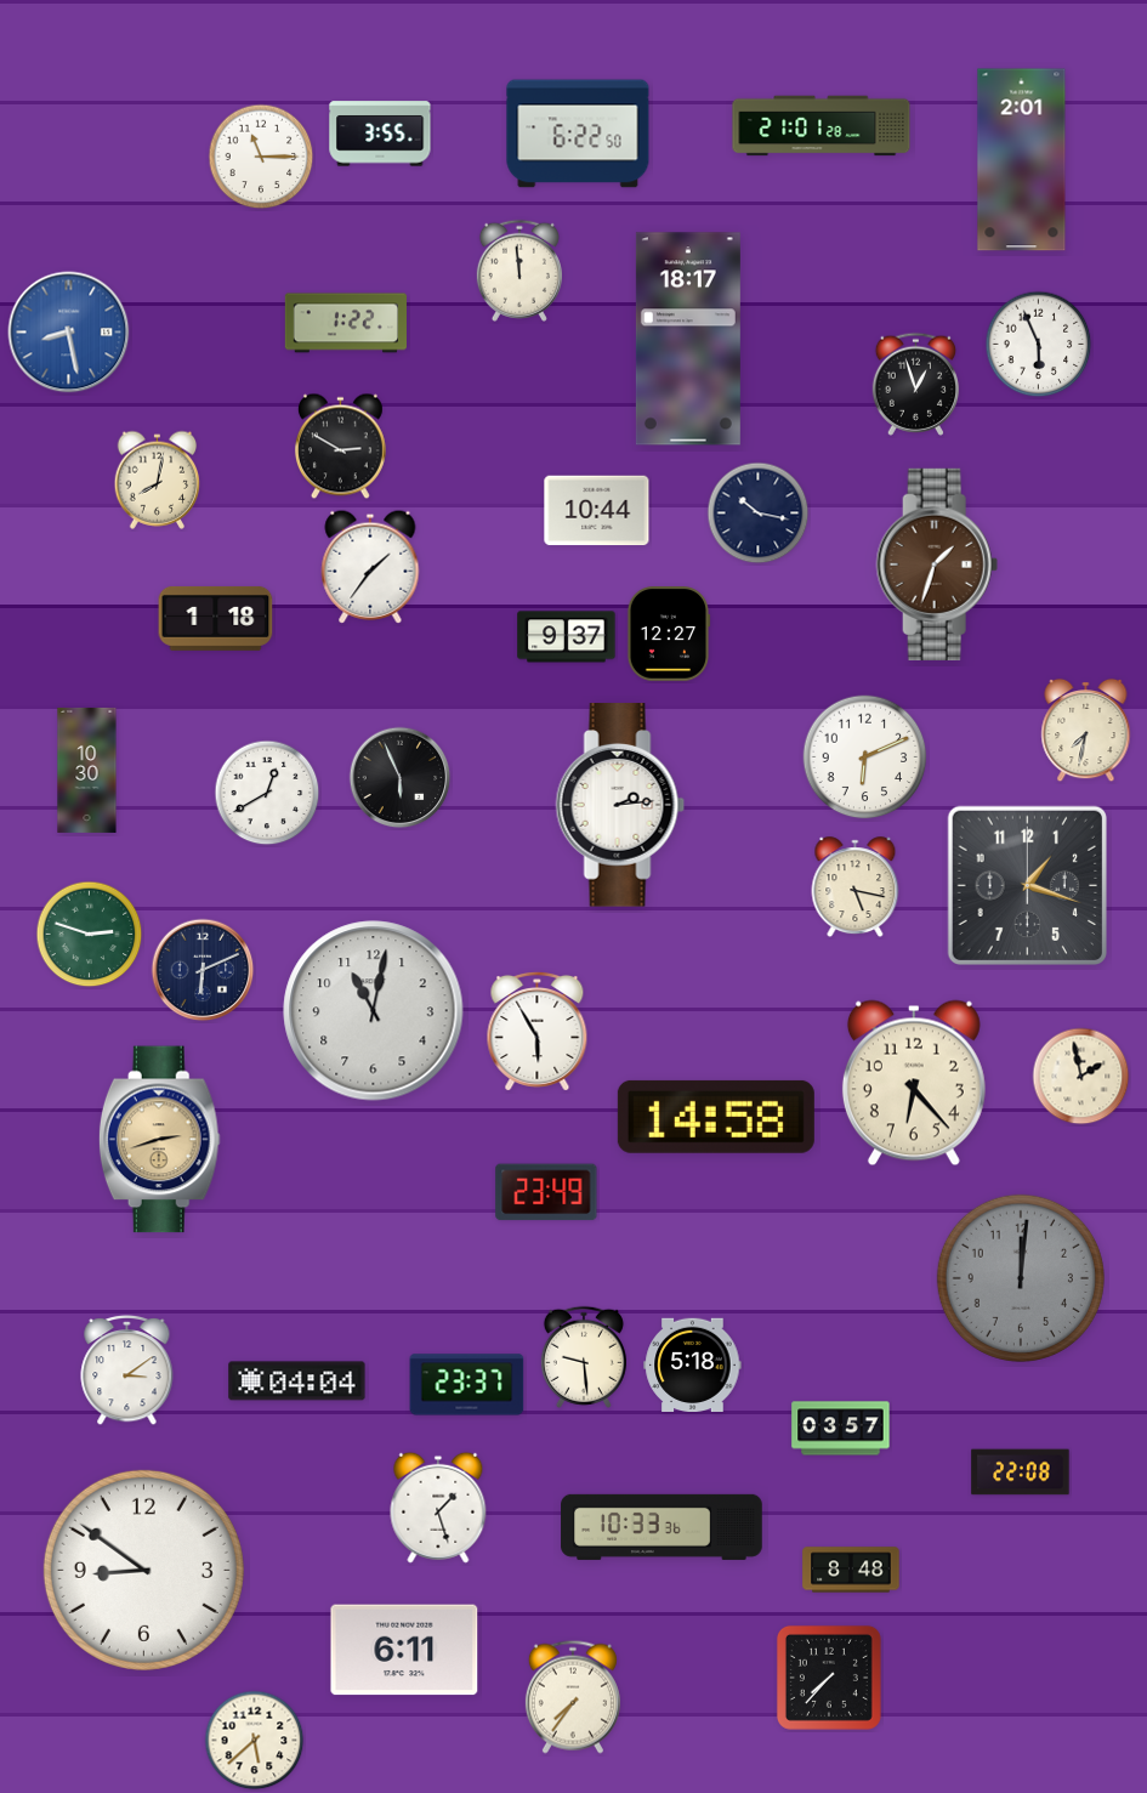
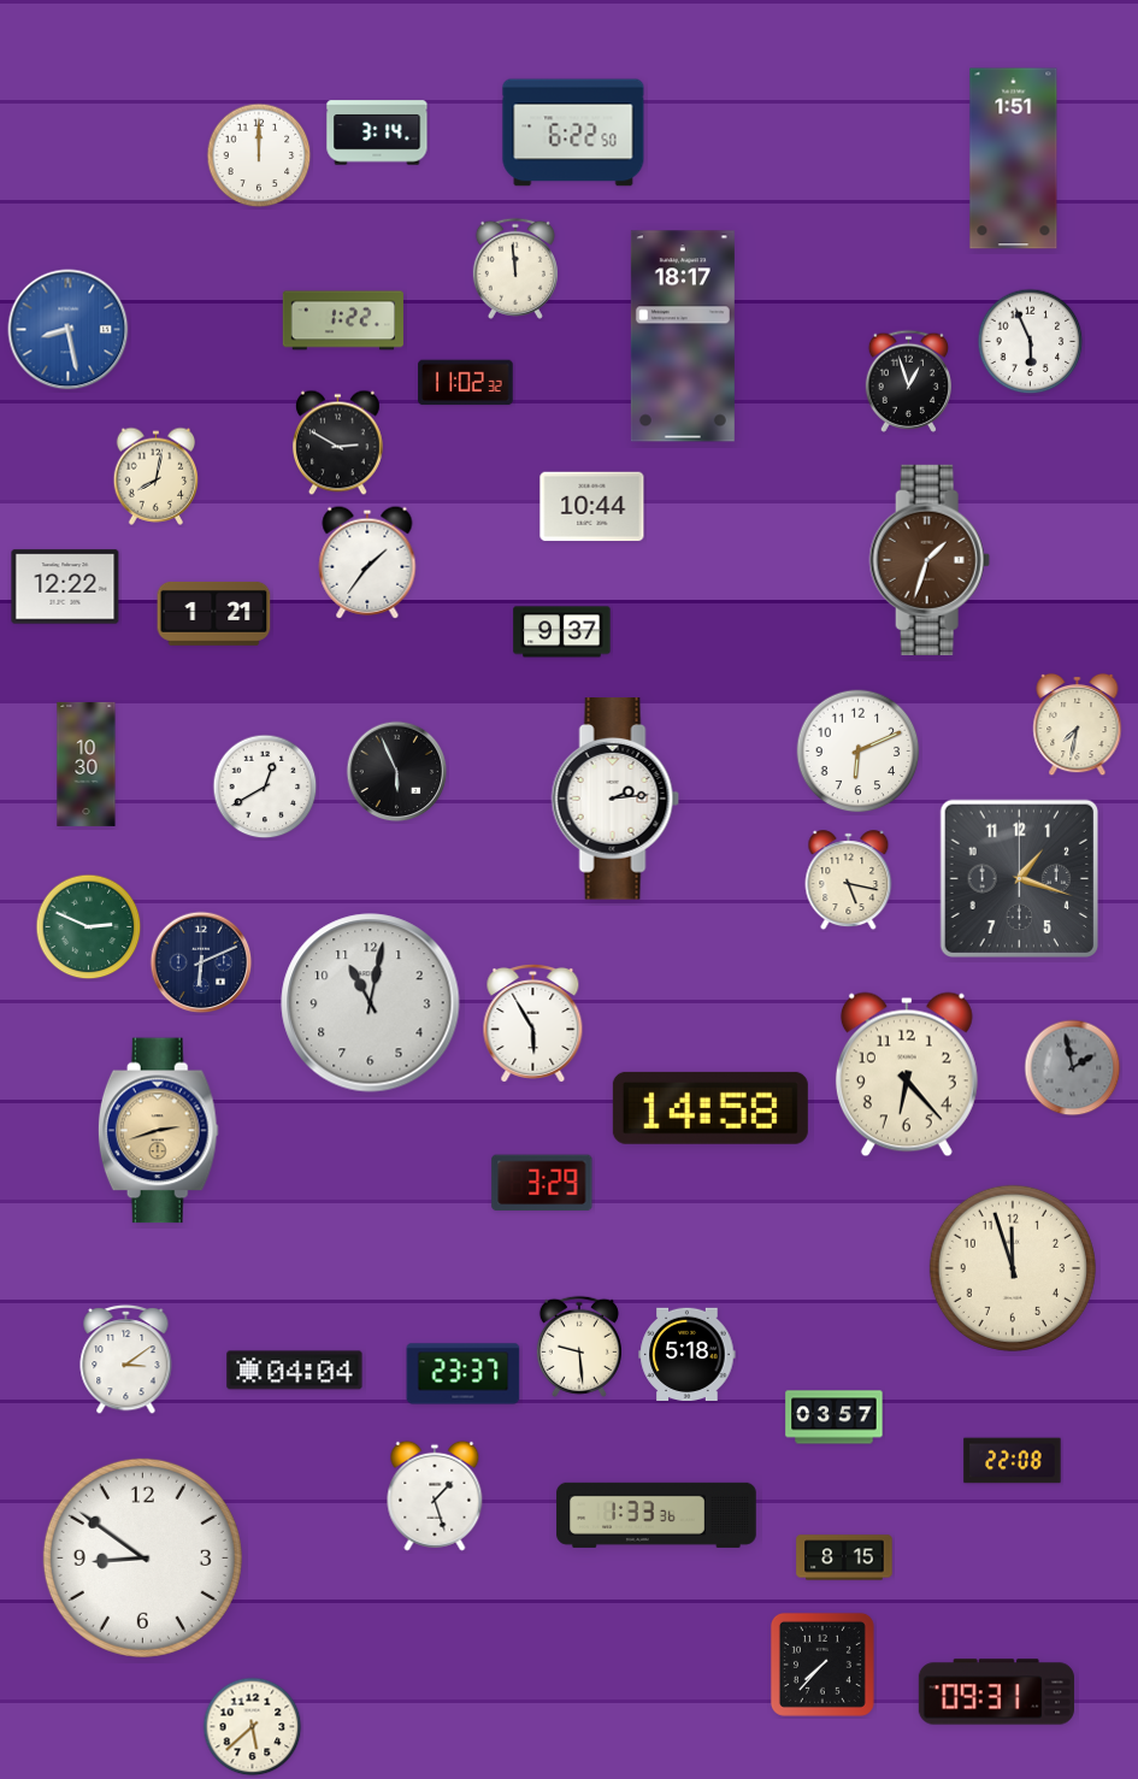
clock at (822, 126): 21:01 -> none
clock at (380, 134): 3:55 -> 3:14
clock at (261, 157): 11:15 -> 12:00
clock at (1022, 160): 2:01 -> 1:51
clock at (466, 383): none -> 11:02
clock at (759, 513): 10:17 -> none
clock at (65, 587): none -> 12:22
clock at (216, 618): 1:18 -> 1:21
clock at (669, 634): 12:27 -> none
clock at (90, 935): 2:48 -> 2:49
clock at (1081, 1077) dial: cream -> grey
clock at (546, 1192): 23:49 -> 3:29
clock at (1021, 1278): 12:01 -> 11:57
clock at (1021, 1278) dial: grey -> cream
clock at (661, 1527): 10:33 -> 1:33
clock at (851, 1570): 8:48 -> 8:15
clock at (404, 1650): 6:11 -> none
clock at (573, 1697): 7:36 -> none
clock at (996, 1692): none -> 09:31
